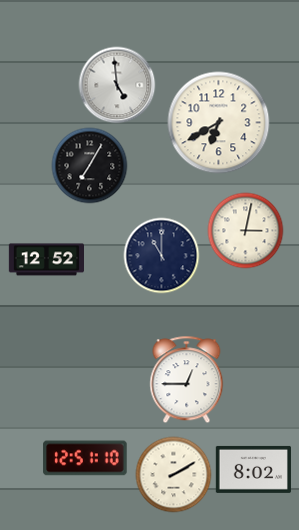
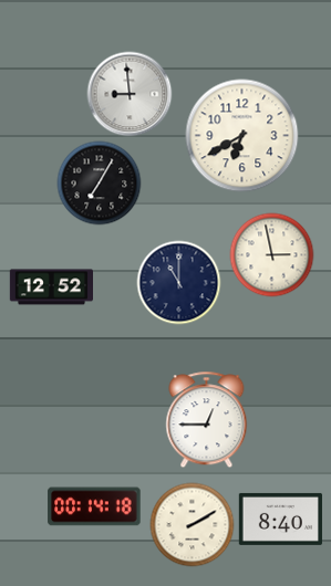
clock at (117, 85): 4:59 -> 8:59
clock at (246, 231): 3:02 -> 2:58
clock at (85, 458): 12:51 -> 00:14
clock at (253, 469): 8:02 -> 8:40
